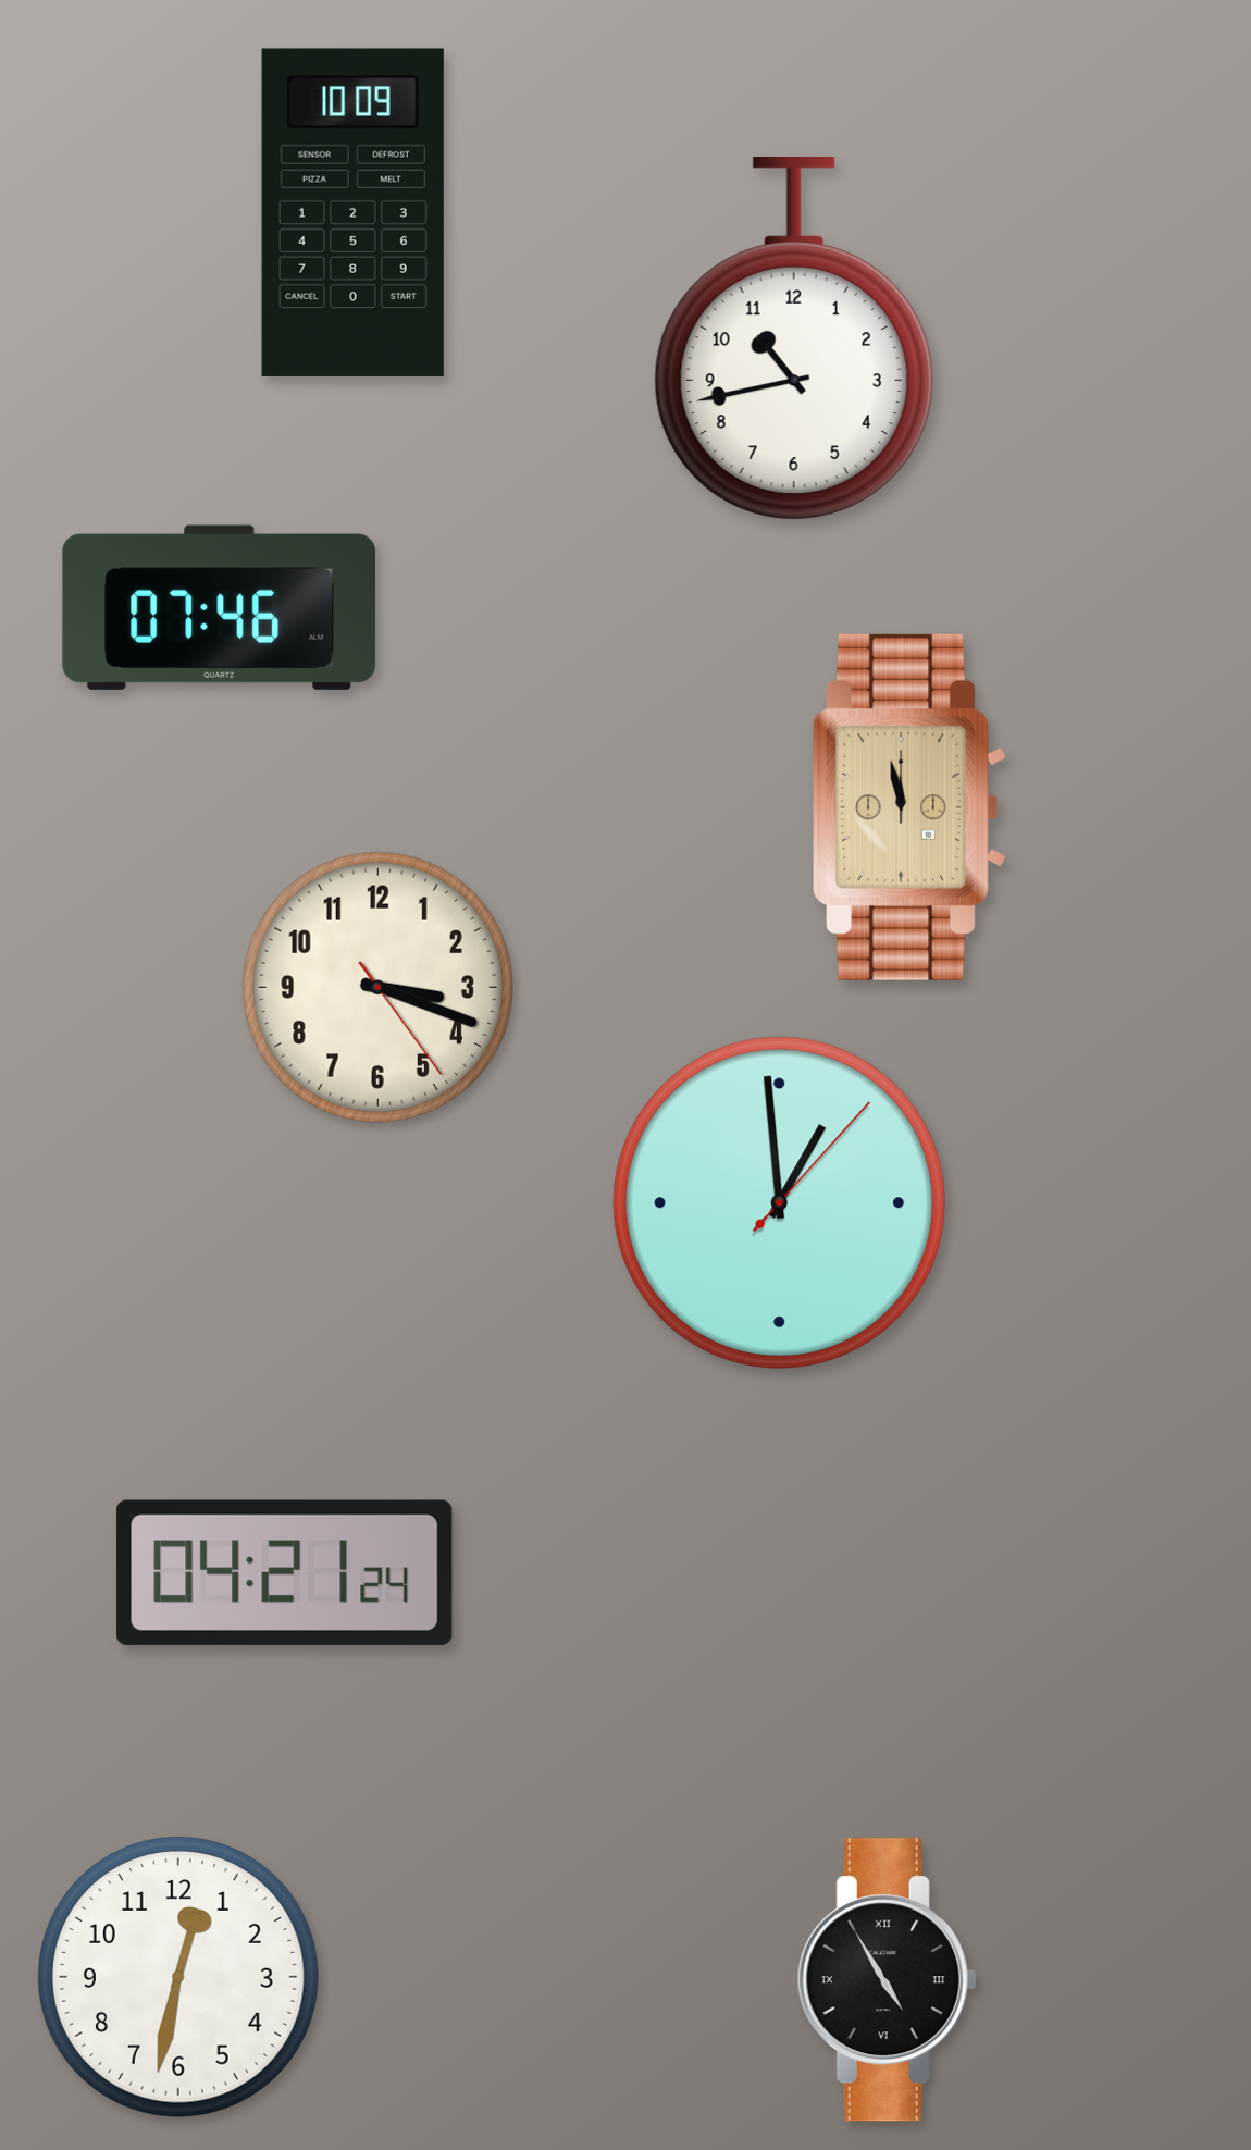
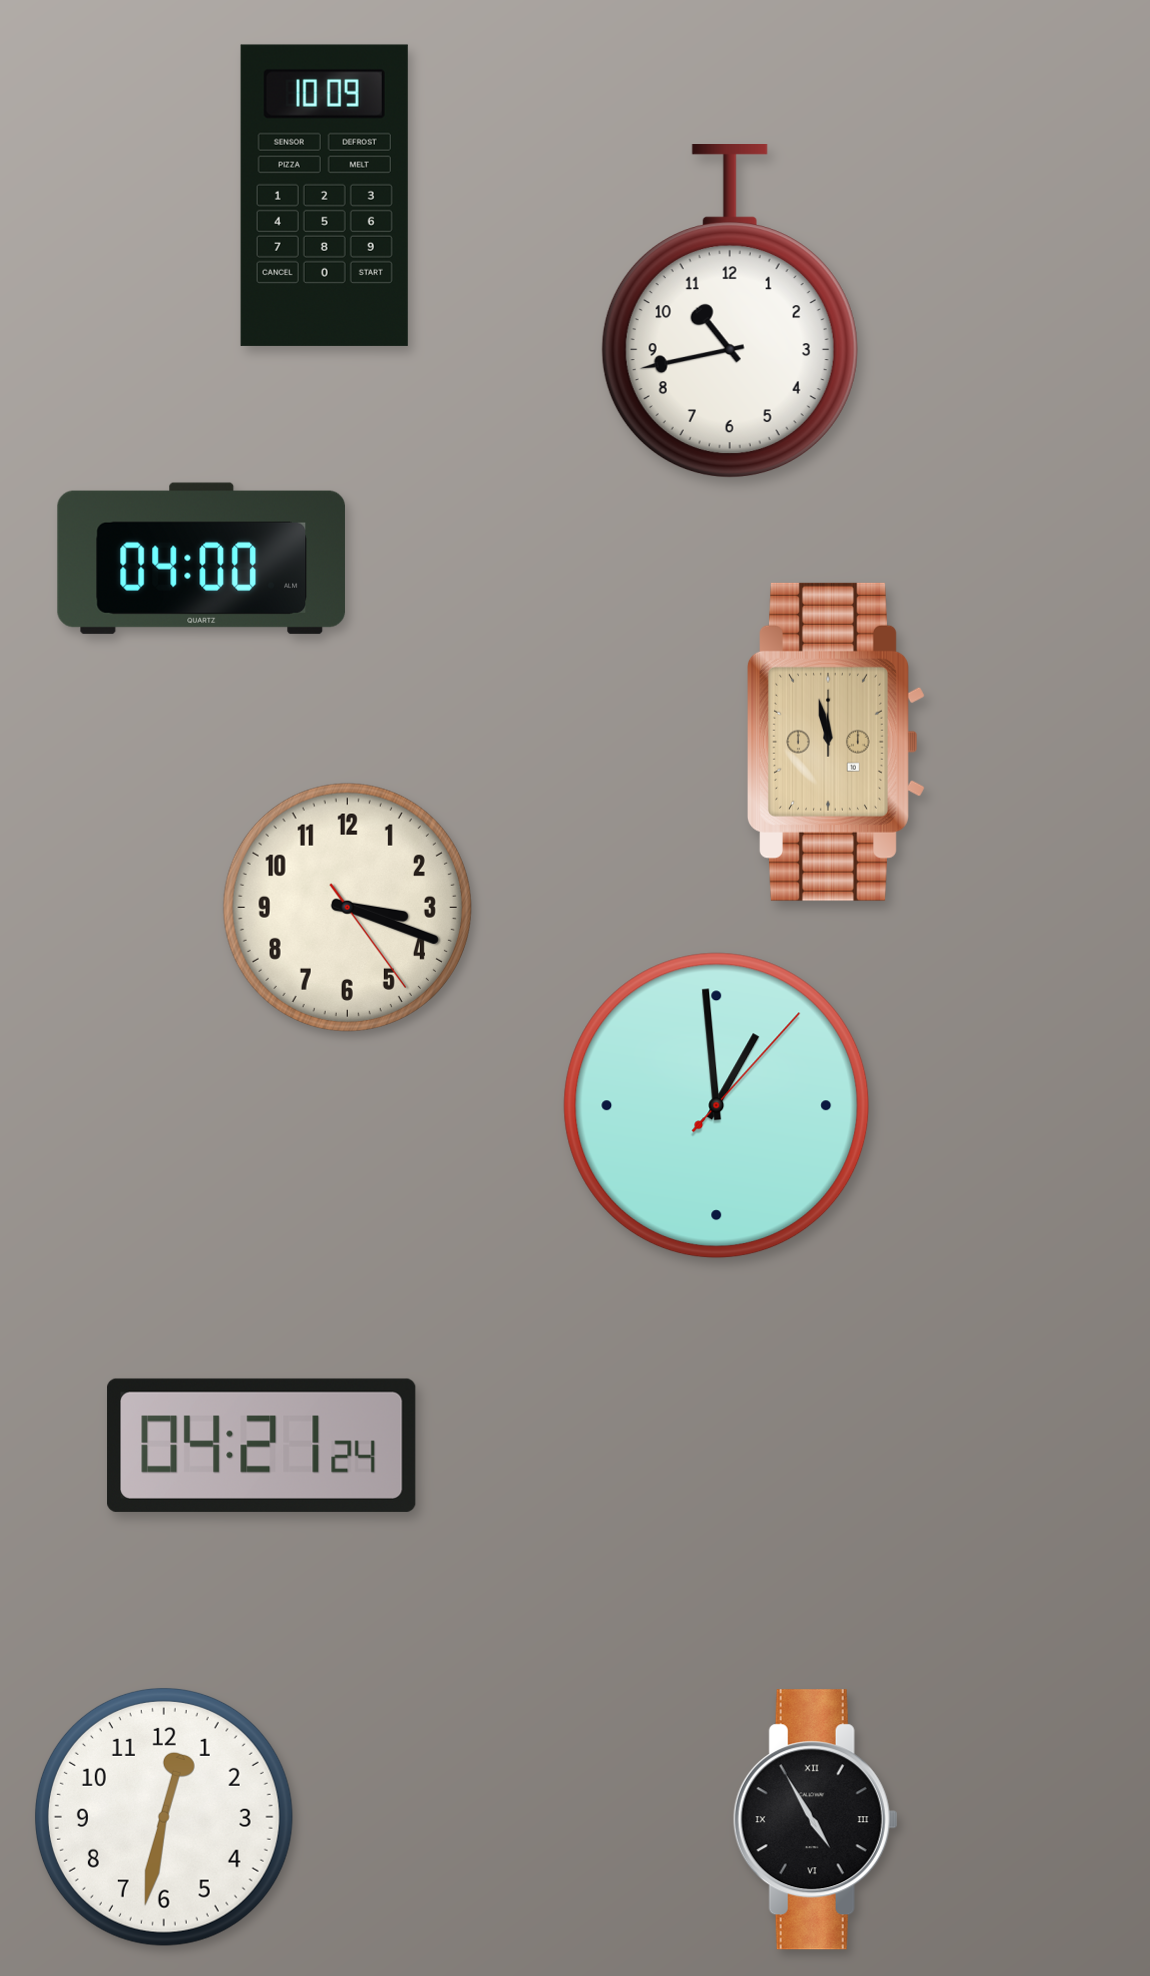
clock at (219, 607): 07:46 -> 04:00
